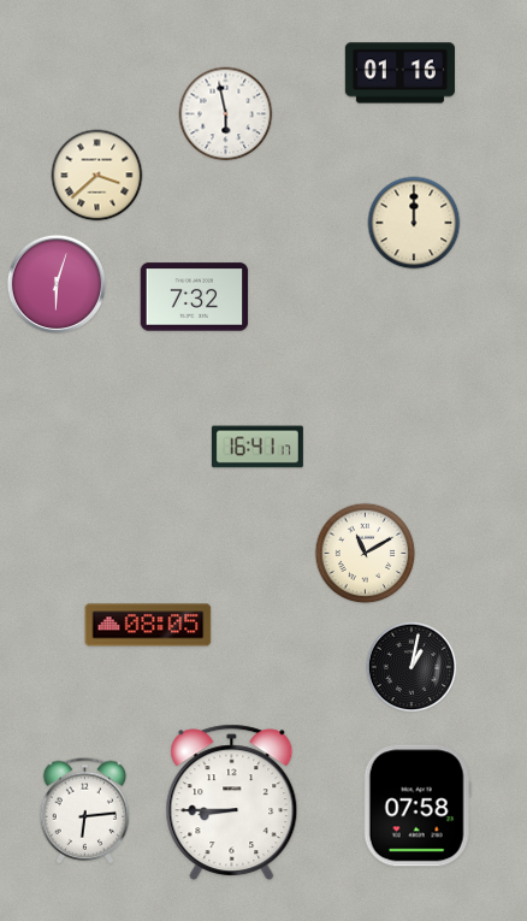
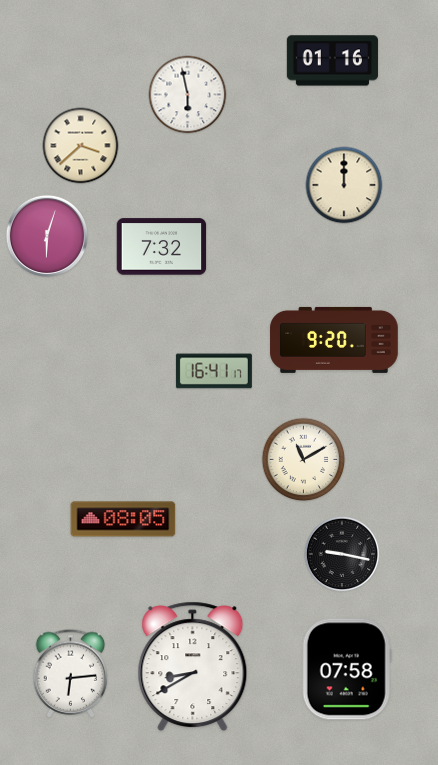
clock at (334, 340): none -> 9:20
clock at (411, 667): 1:02 -> 9:17
clock at (232, 803): 8:45 -> 8:40
